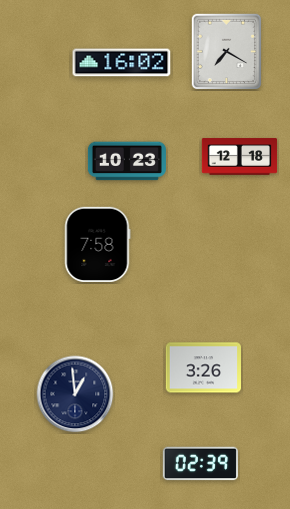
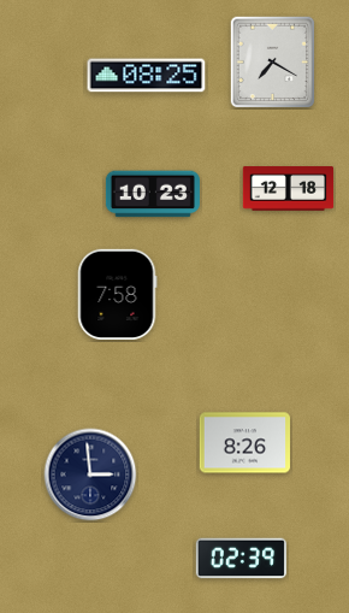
clock at (122, 63): 16:02 -> 08:25
clock at (203, 368): 3:26 -> 8:26
clock at (75, 394): 12:59 -> 2:59
